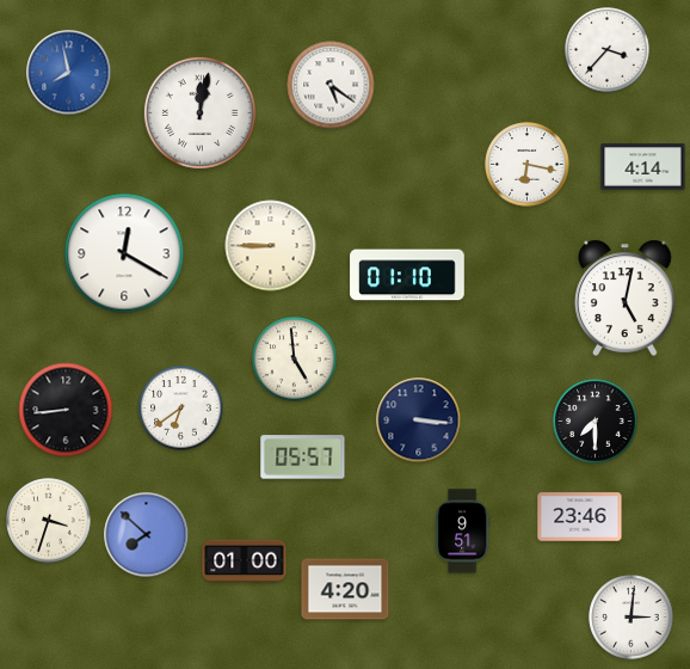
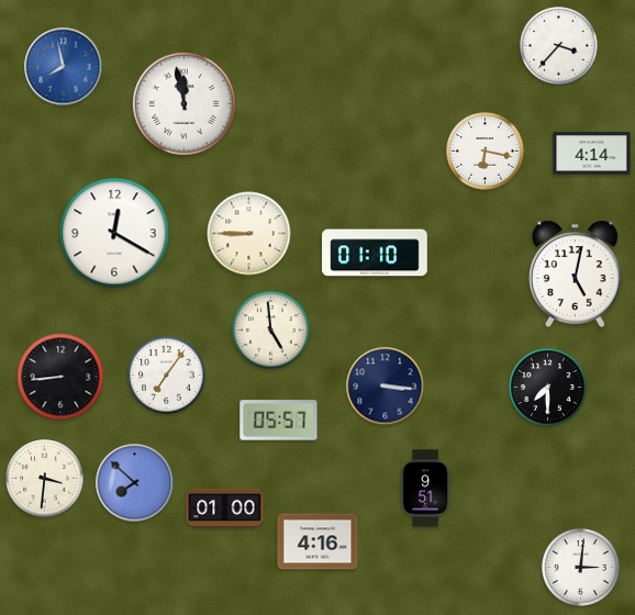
clock at (331, 85): 5:21 -> none
clock at (199, 112): 12:02 -> 11:58
clock at (271, 246) position: (271, 246) -> (249, 234)
clock at (181, 409): 6:39 -> 7:06
clock at (580, 517): 23:46 -> none
clock at (49, 521): 3:33 -> 3:31
clock at (147, 535) position: (147, 535) -> (135, 483)
clock at (245, 561) position: (245, 561) -> (225, 508)
clock at (345, 589): 4:20 -> 4:16
